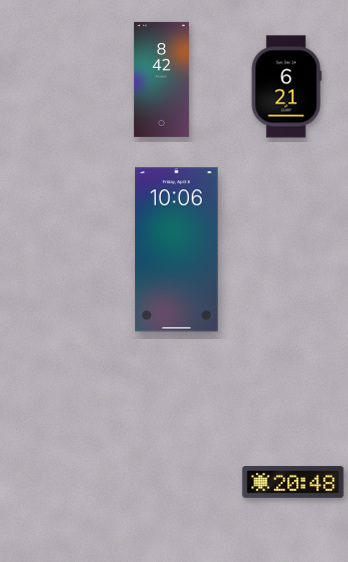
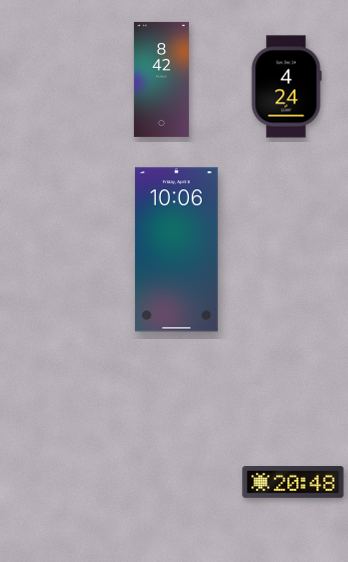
clock at (286, 87): 6:21 -> 4:24
